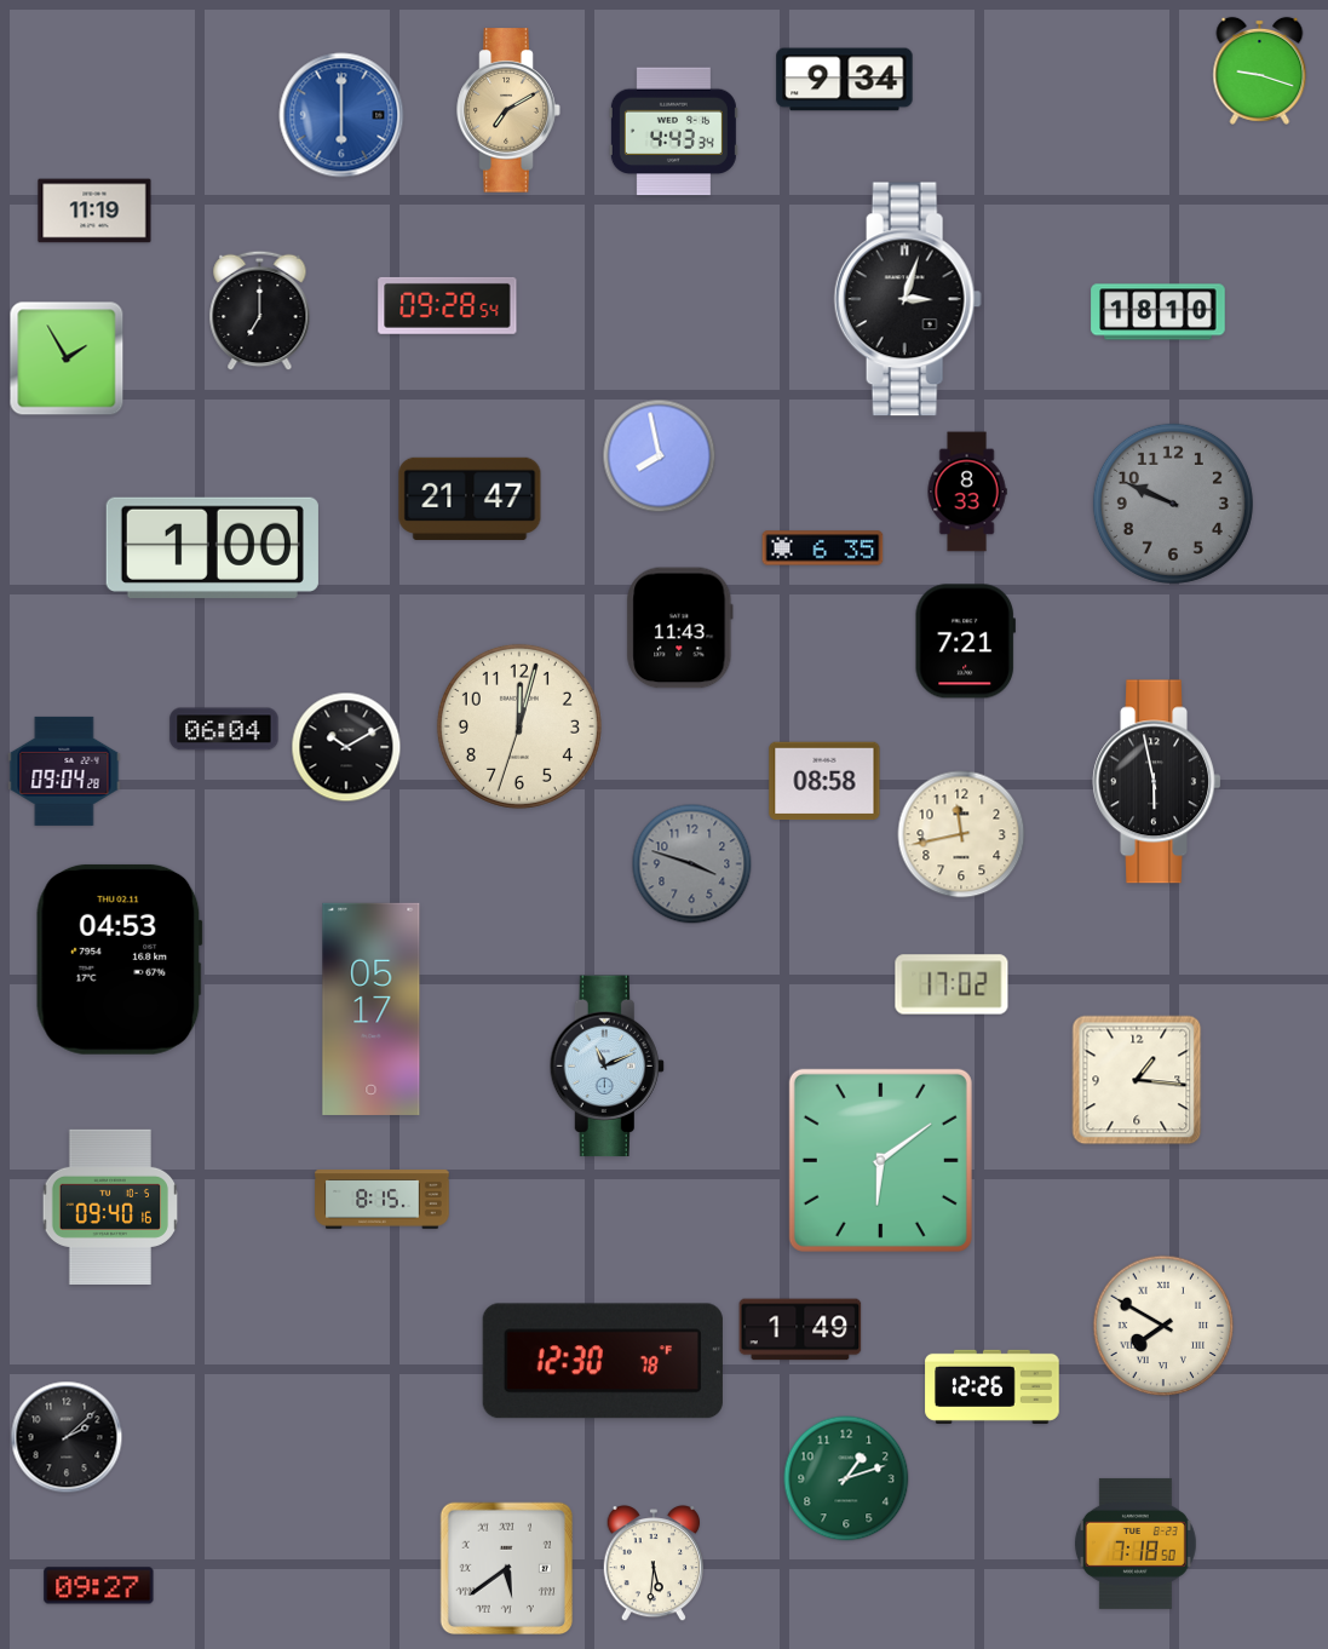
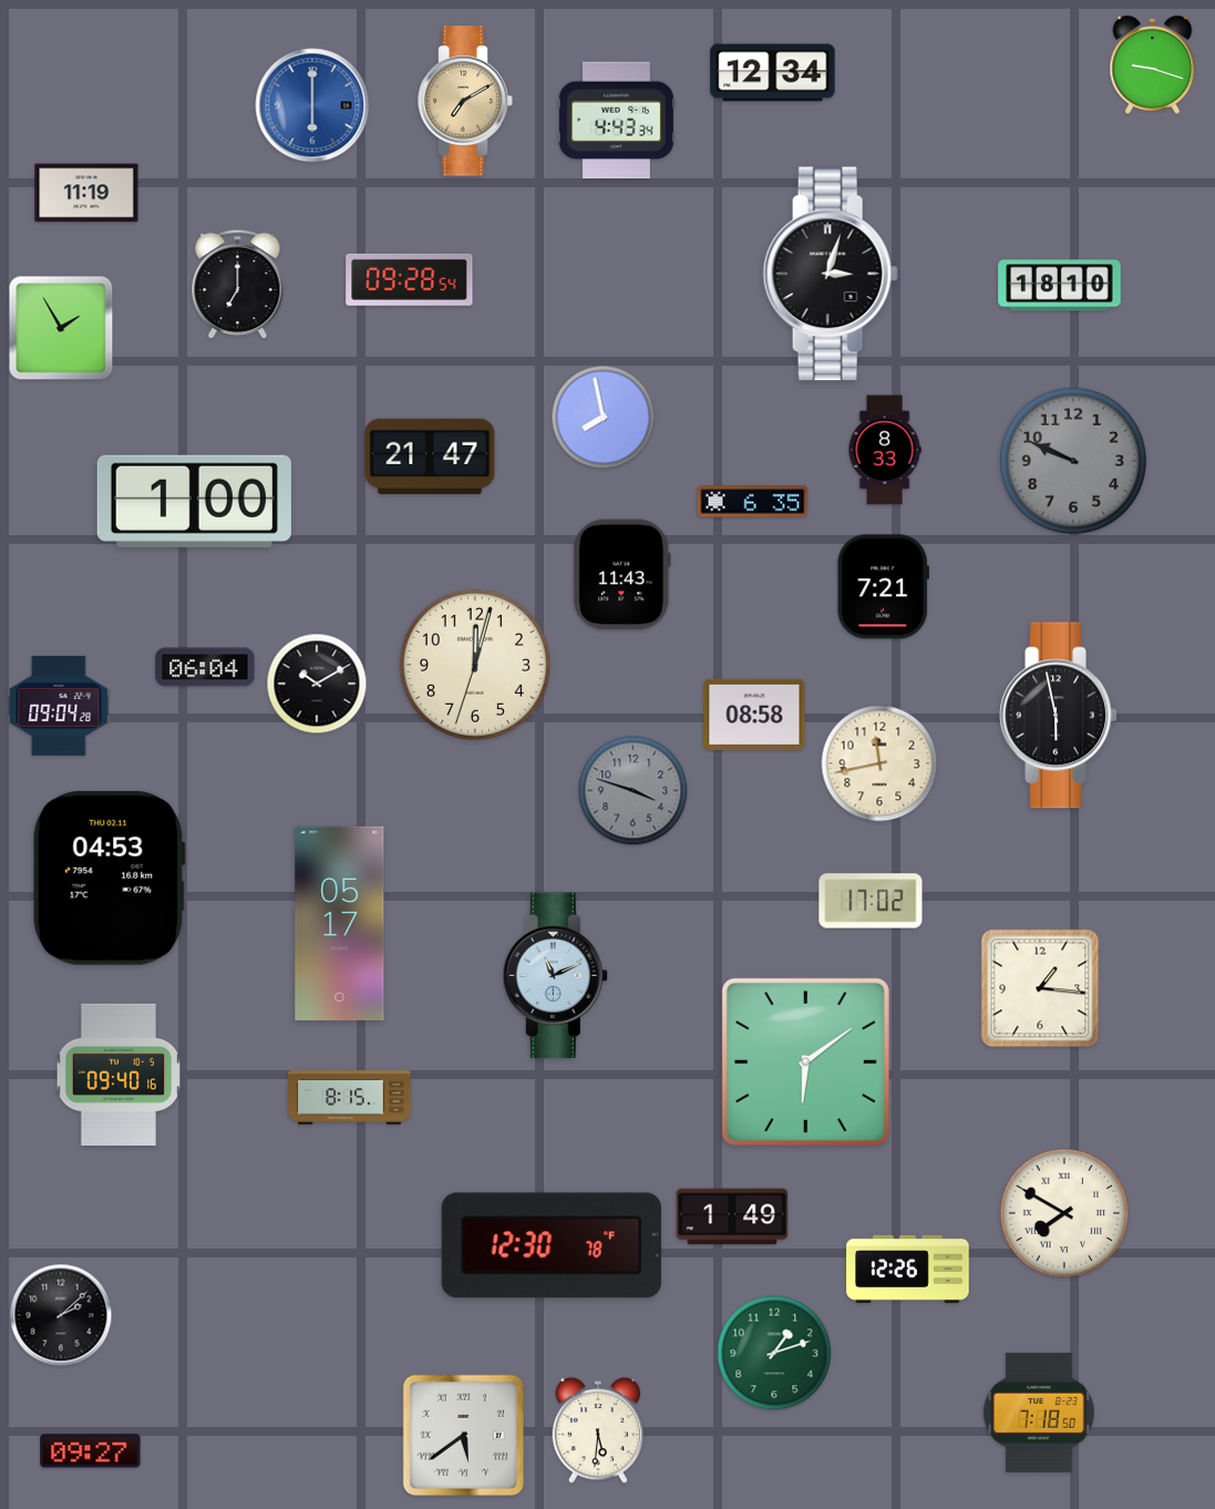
clock at (845, 80): 9:34 -> 12:34
clock at (109, 1207) position: (109, 1207) -> (117, 1075)
